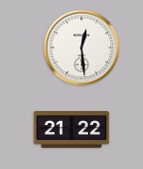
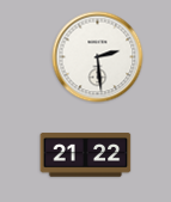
clock at (82, 48): 12:29 -> 2:29
